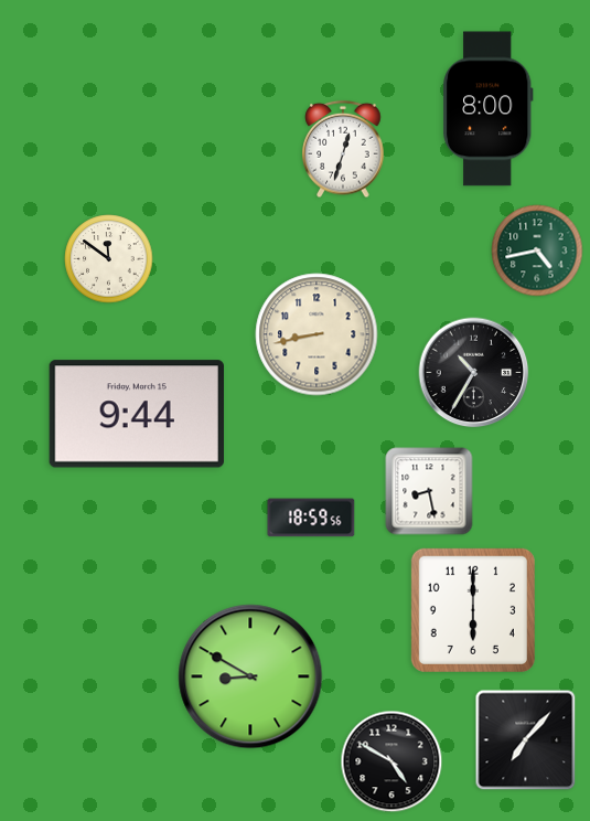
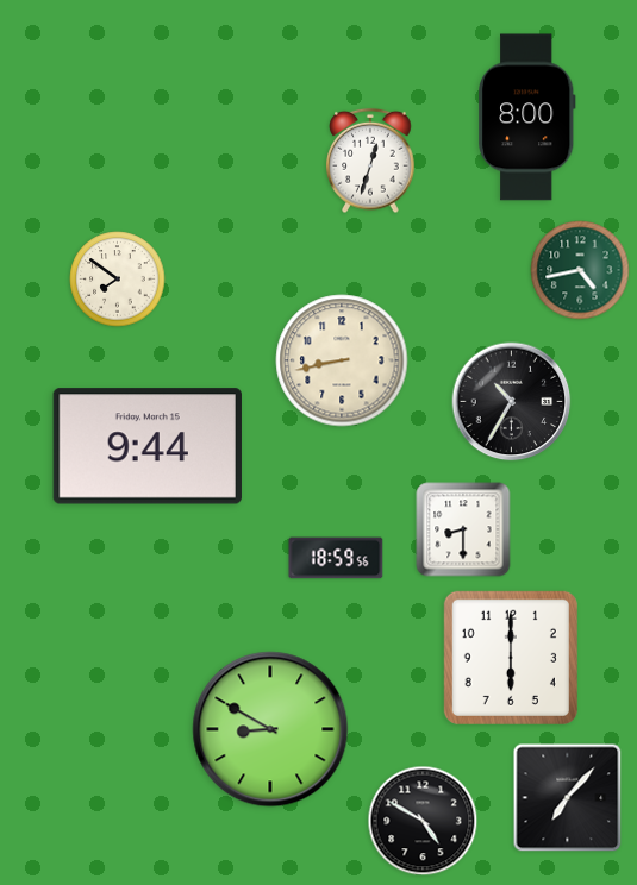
clock at (109, 259): 11:51 -> 7:51
clock at (429, 491): 8:28 -> 8:30
